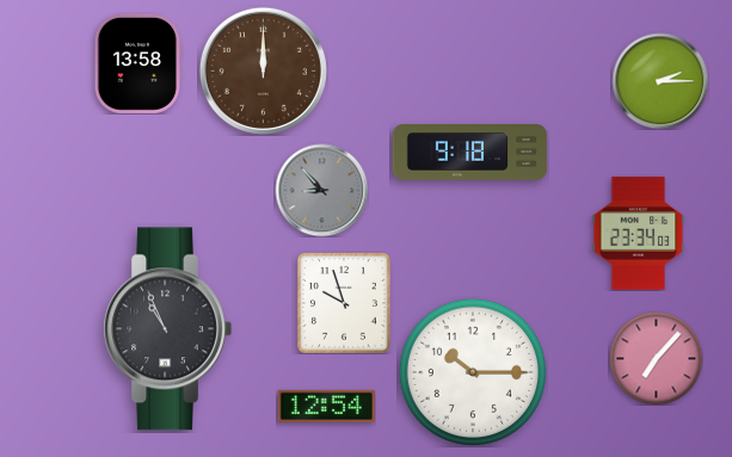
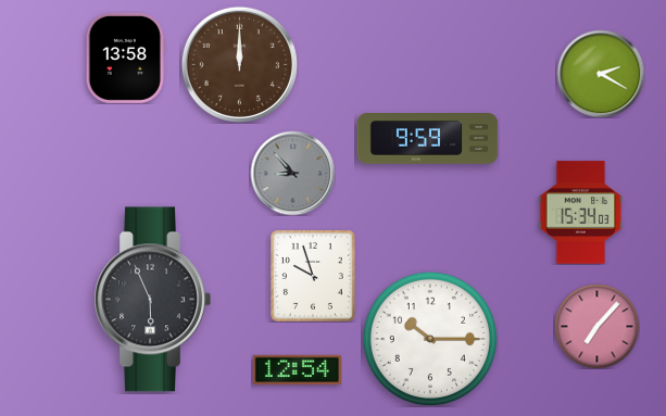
clock at (660, 81): 2:15 -> 2:20
clock at (470, 153): 9:18 -> 9:59
clock at (639, 234): 23:34 -> 15:34
clock at (167, 329): 10:56 -> 5:56
